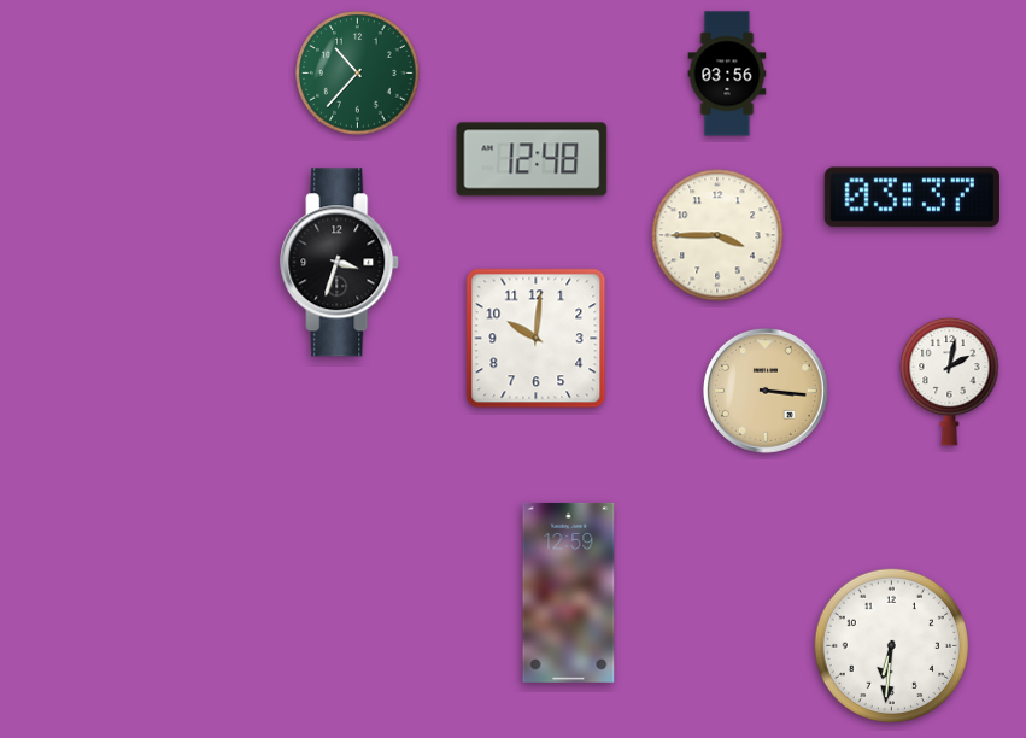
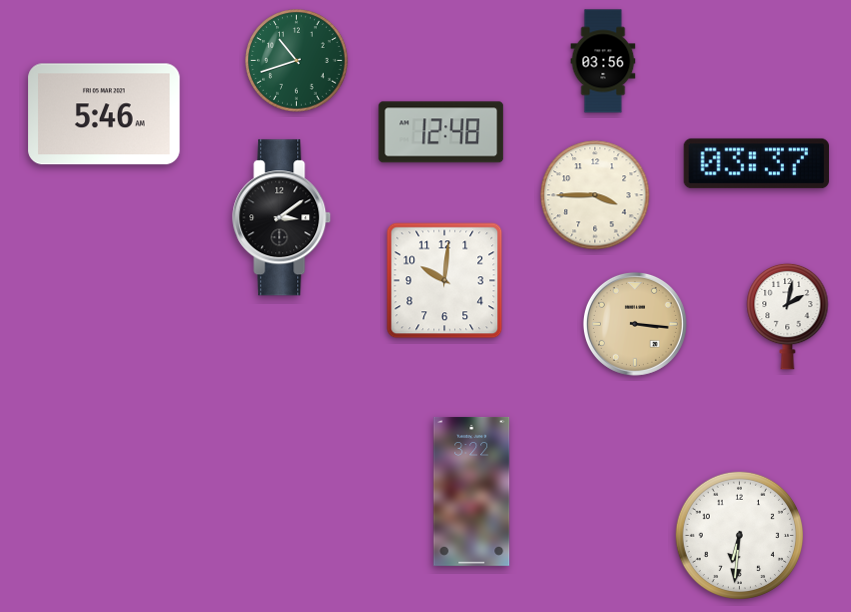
clock at (358, 74): 10:37 -> 10:42
clock at (104, 114): none -> 5:46
clock at (340, 263): 3:33 -> 3:09
clock at (569, 592): 12:59 -> 3:22
